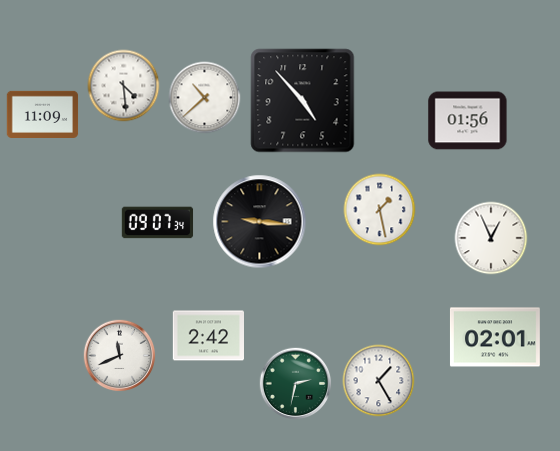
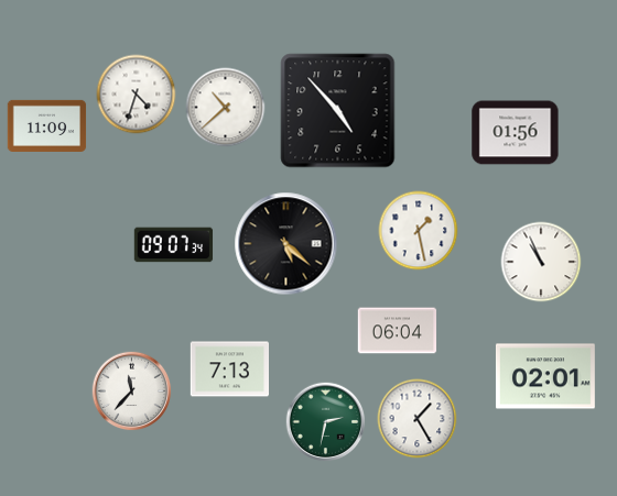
clock at (124, 86): 4:29 -> 4:33
clock at (303, 101) position: (303, 101) -> (338, 111)
clock at (260, 222): 9:16 -> 5:22
clock at (491, 238): 12:56 -> 10:56
clock at (398, 331): none -> 06:04
clock at (209, 336): 2:42 -> 7:13
clock at (495, 337) position: (495, 337) -> (545, 376)
clock at (120, 356): 11:41 -> 11:37
